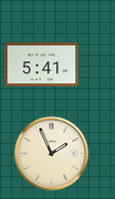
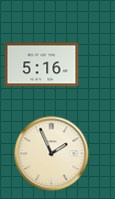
clock at (42, 65): 5:41 -> 5:16
